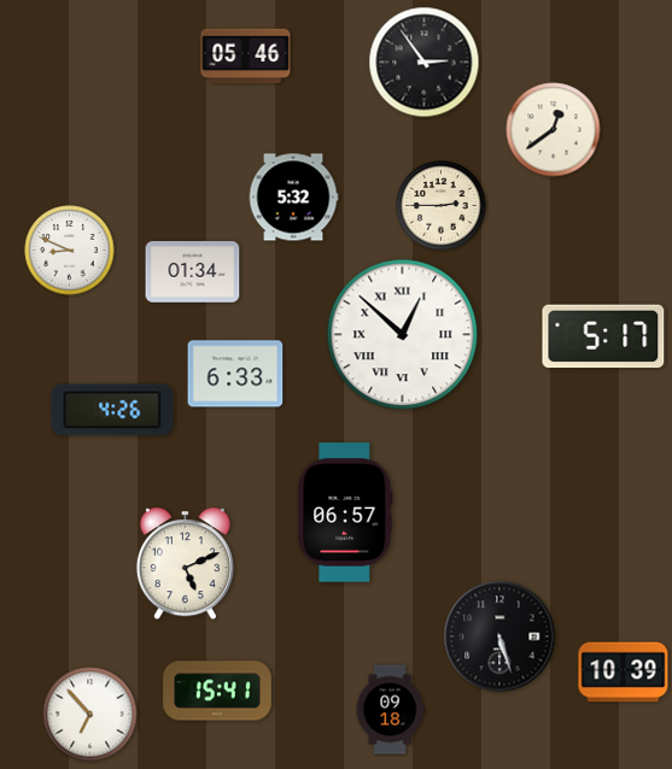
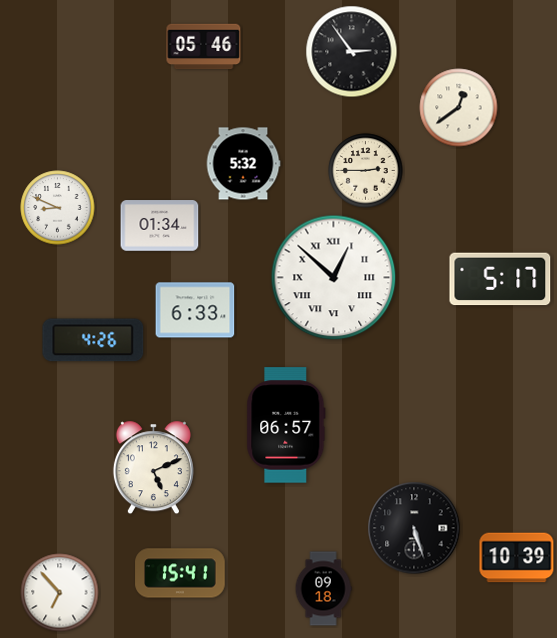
clock at (90, 715) position: (90, 715) -> (60, 593)
